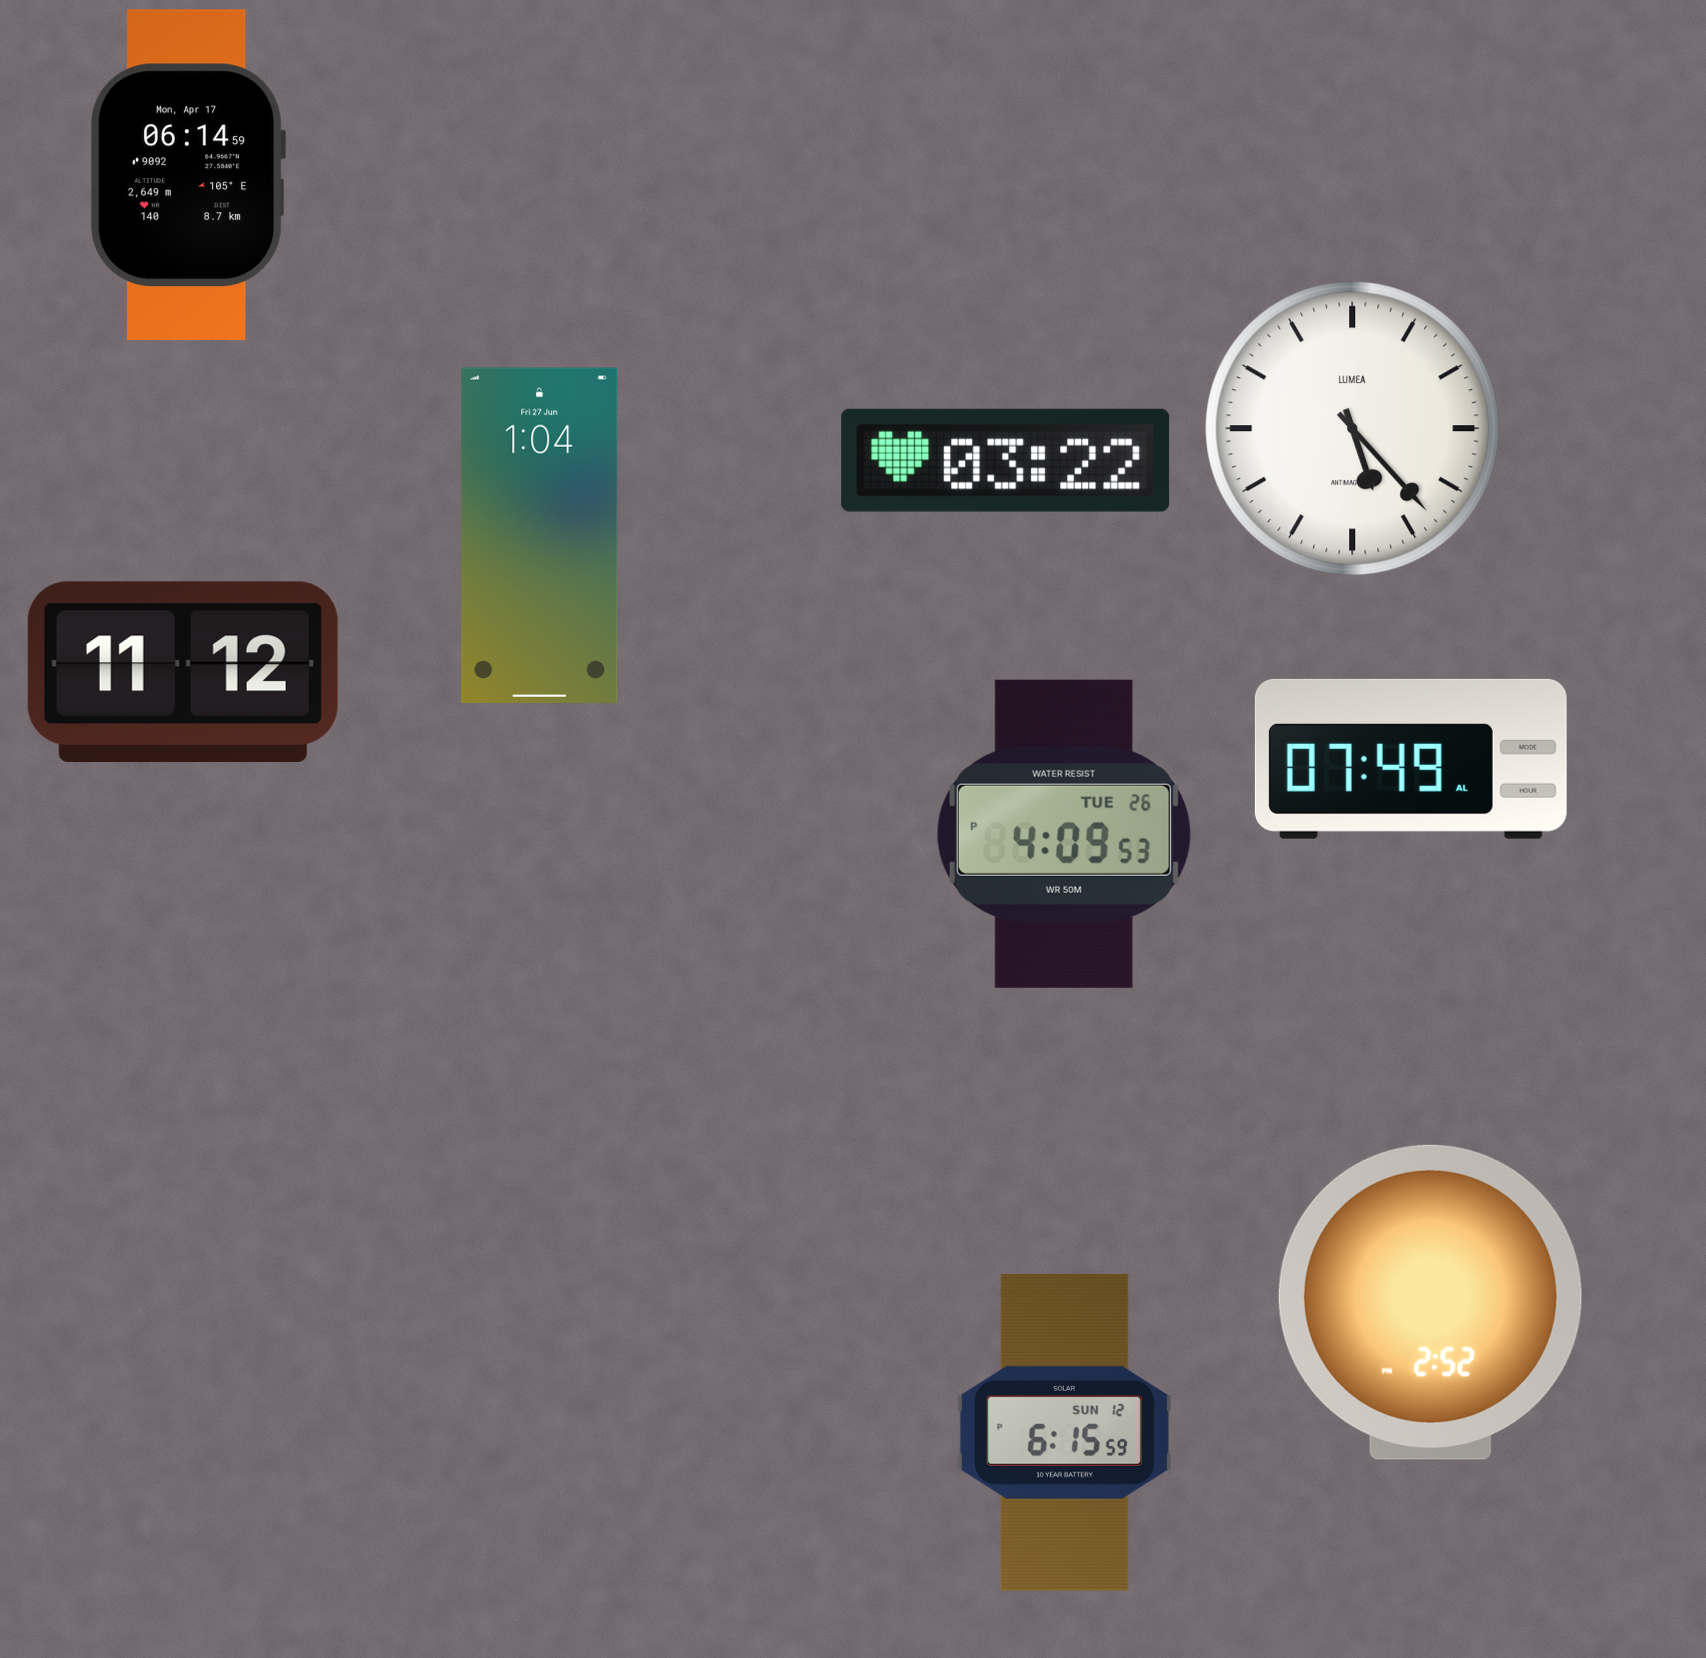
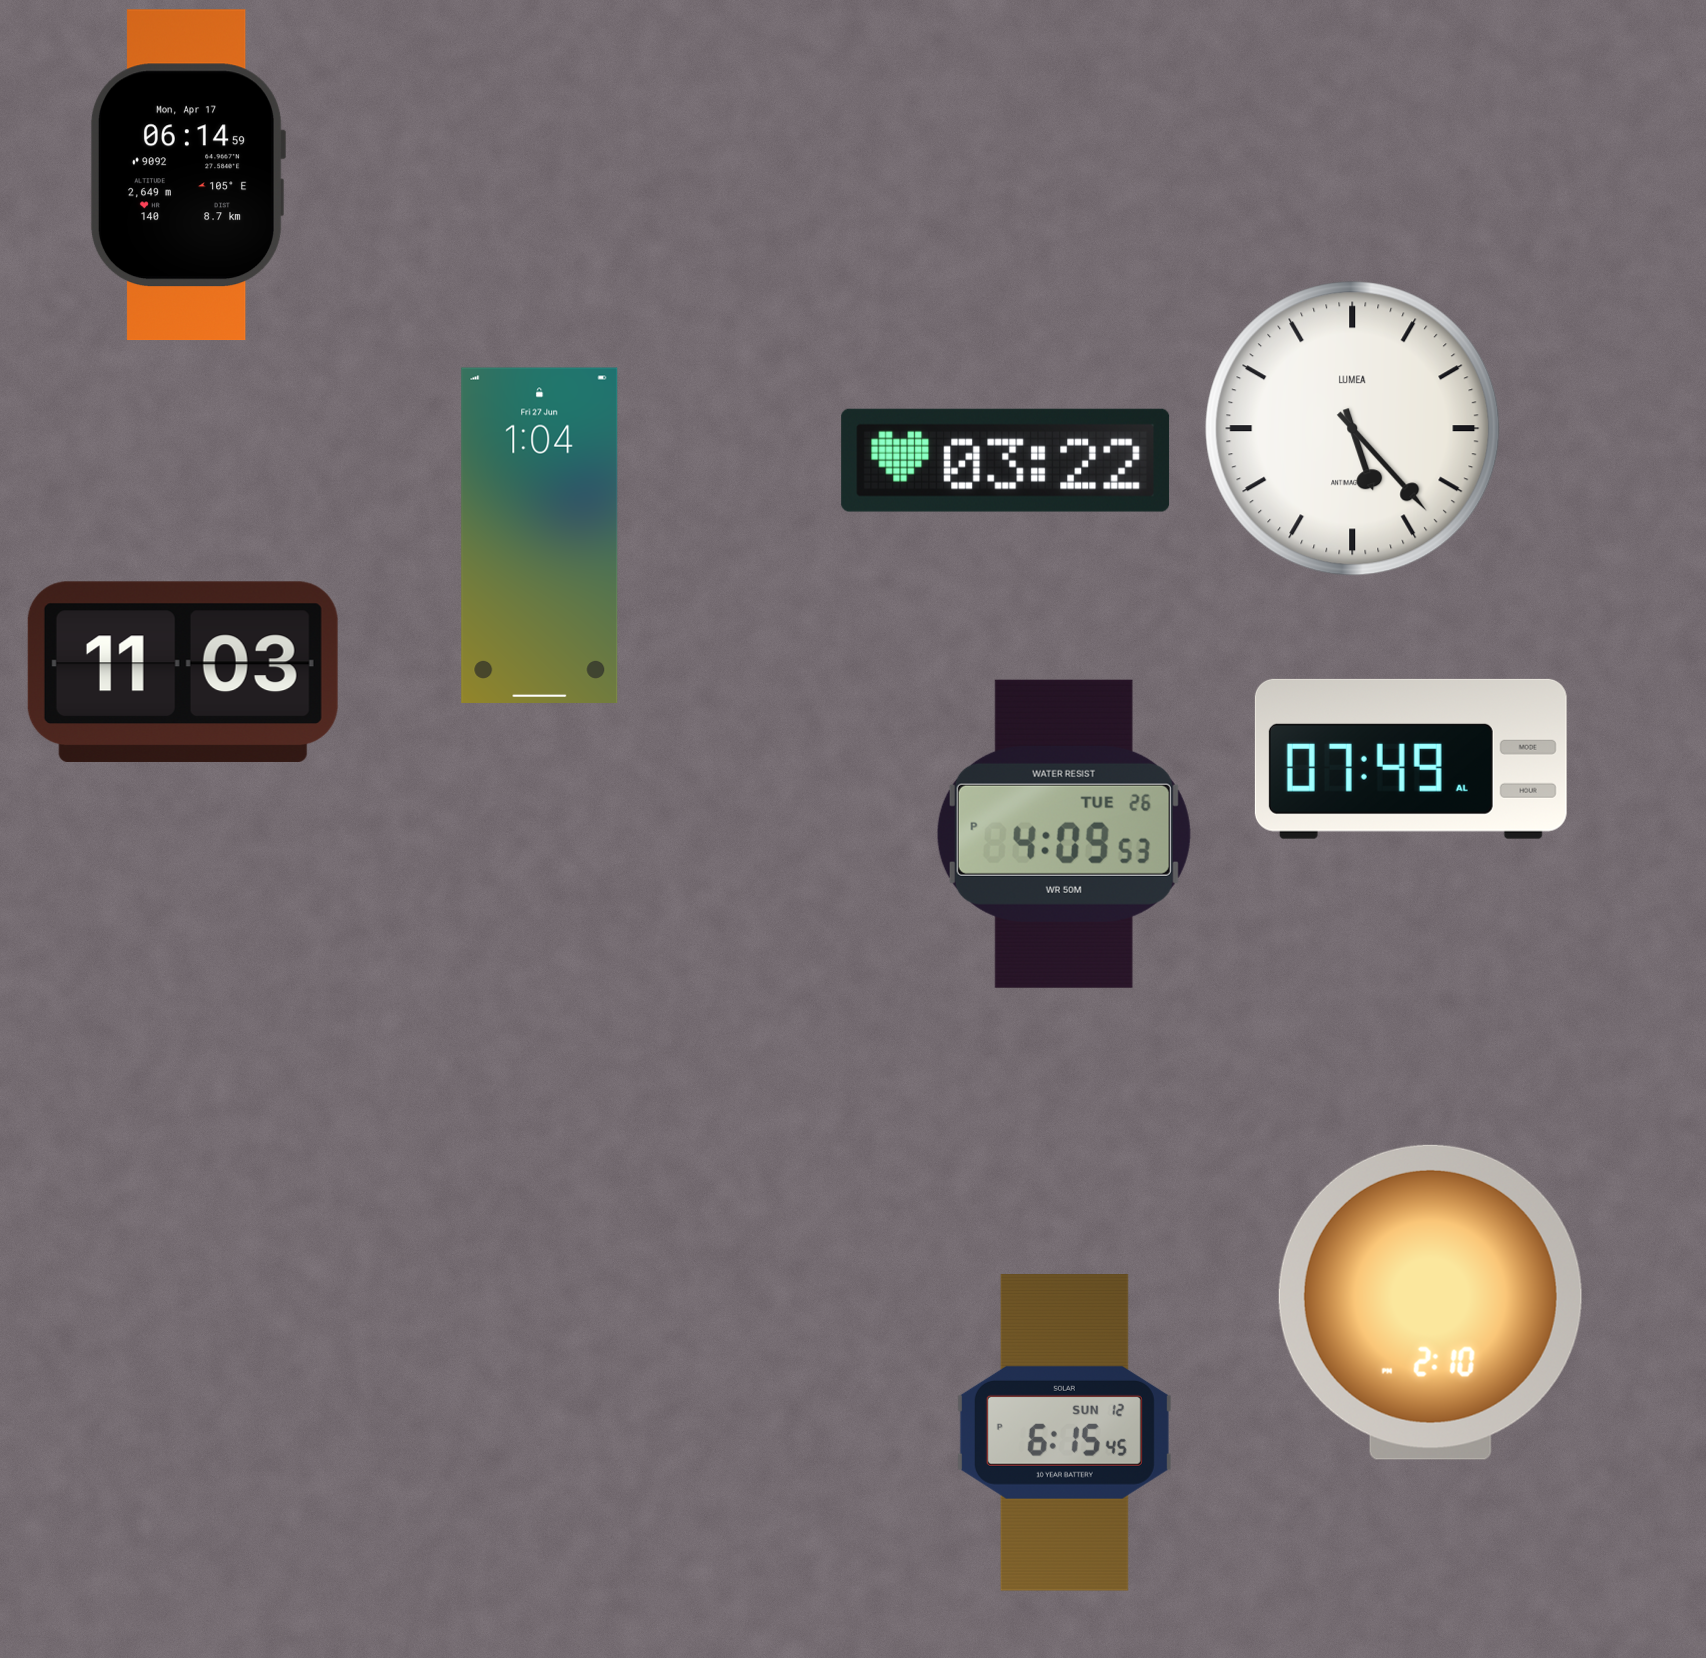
clock at (183, 672): 11:12 -> 11:03
clock at (1430, 1302): 2:52 -> 2:10
clock at (1064, 1433): 6:15:59 PM -> 6:15:45 PM
